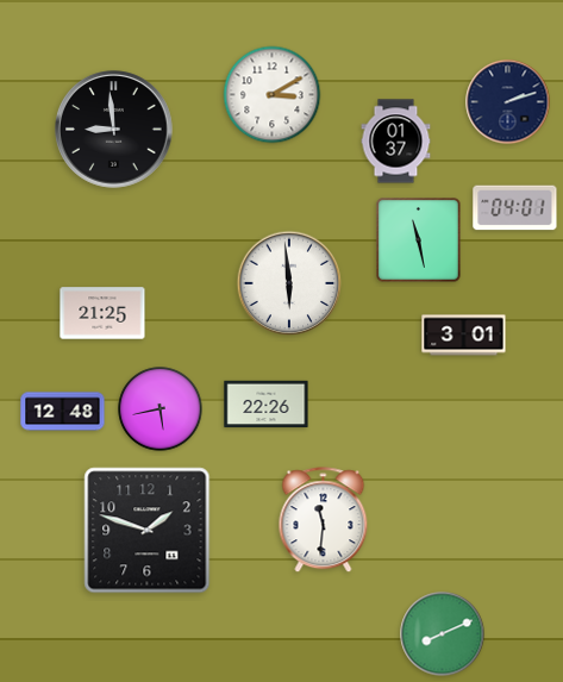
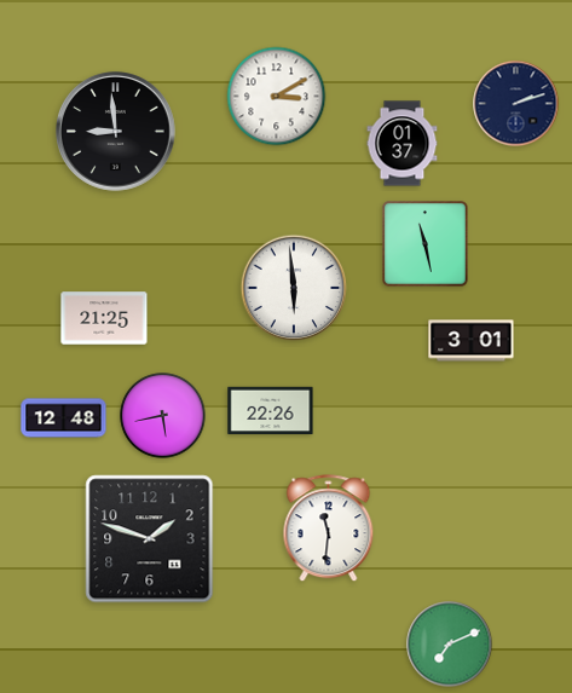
clock at (515, 208): 04:01 -> none
clock at (443, 634): 8:11 -> 7:11
